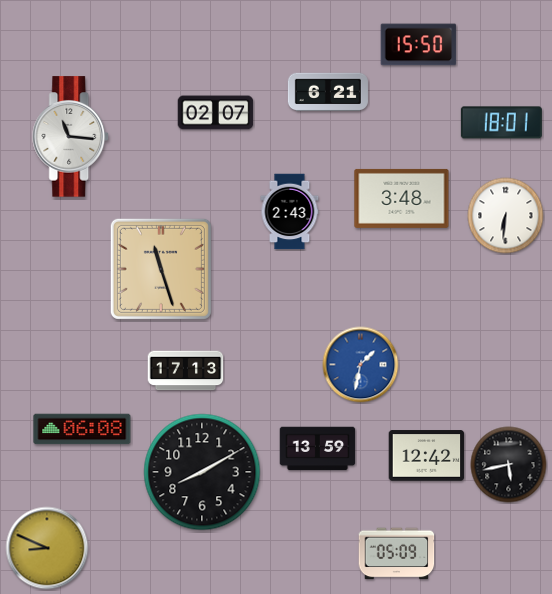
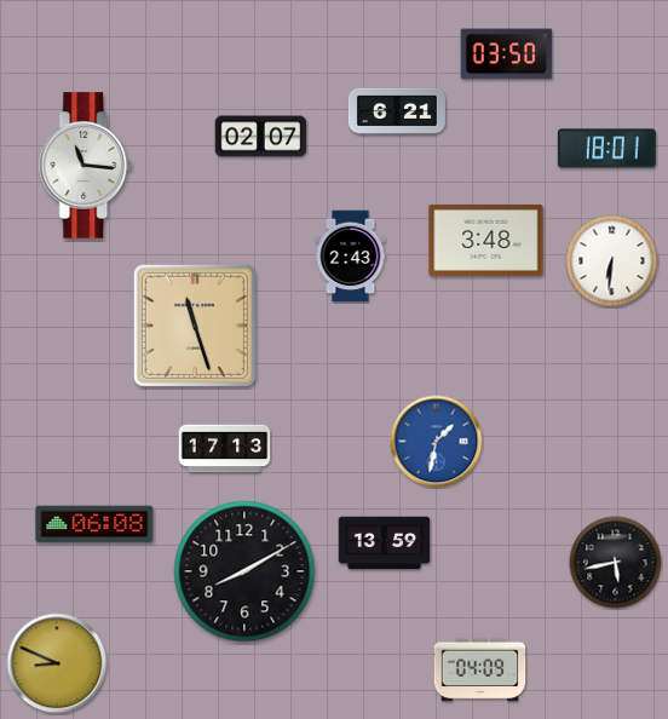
clock at (419, 45): 15:50 -> 03:50
clock at (82, 429) position: (82, 429) -> (94, 524)
clock at (427, 456): 12:42 -> none
clock at (397, 554): 05:09 -> 04:09
